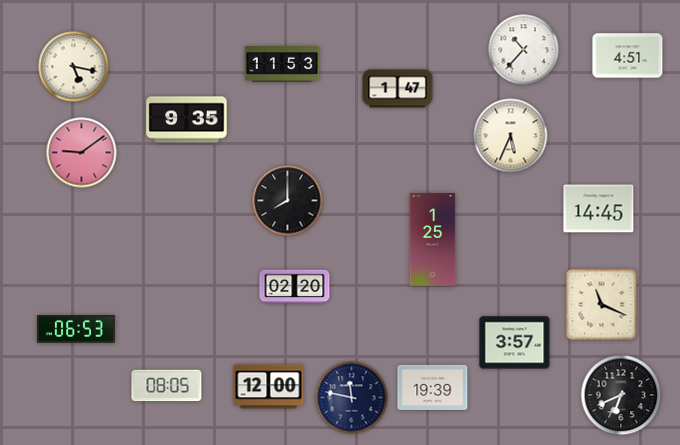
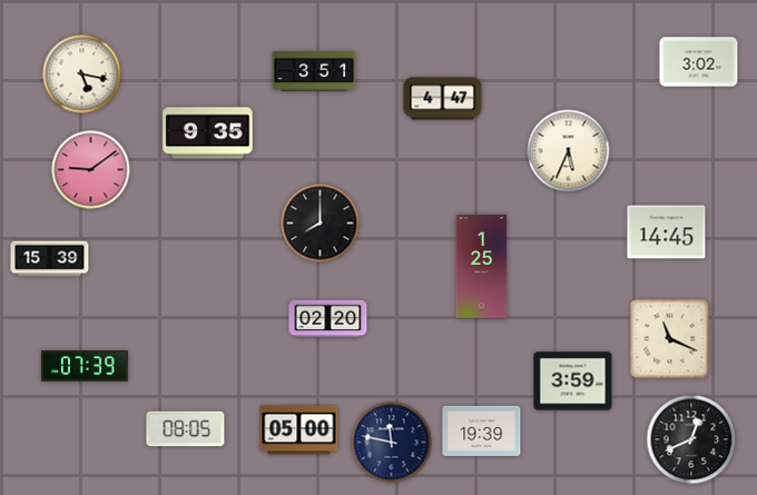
clock at (524, 50): 10:37 -> none
clock at (628, 56): 4:51 -> 3:02
clock at (282, 65): 11:53 -> 3:51
clock at (398, 89): 1:47 -> 4:47
clock at (50, 259): none -> 15:39
clock at (76, 330): 06:53 -> 07:39
clock at (515, 343): 3:57 -> 3:59
clock at (269, 387): 12:00 -> 05:00
clock at (621, 395): 6:41 -> 12:41
